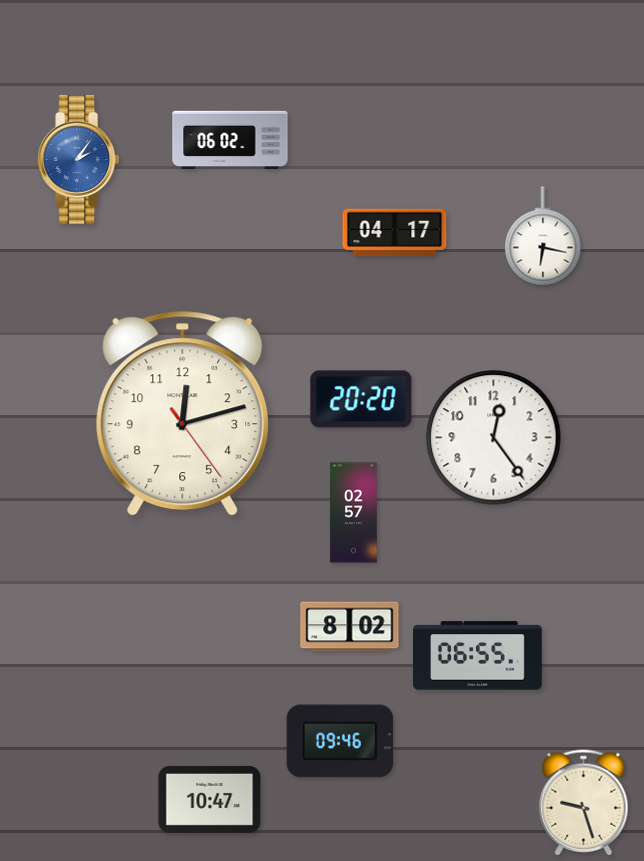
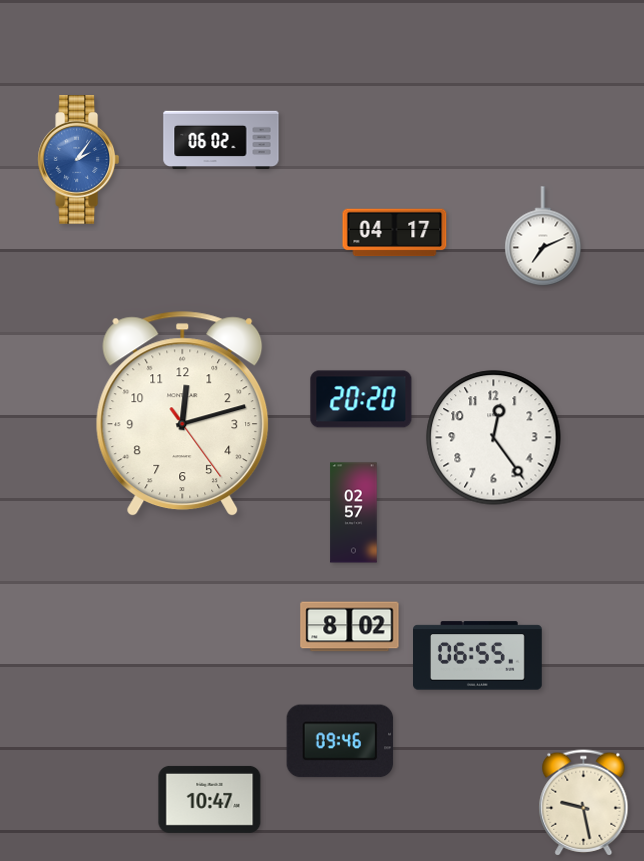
clock at (230, 140) position: (230, 140) -> (221, 140)
clock at (543, 236): 6:17 -> 7:11
clock at (584, 803): 9:27 -> 9:28
